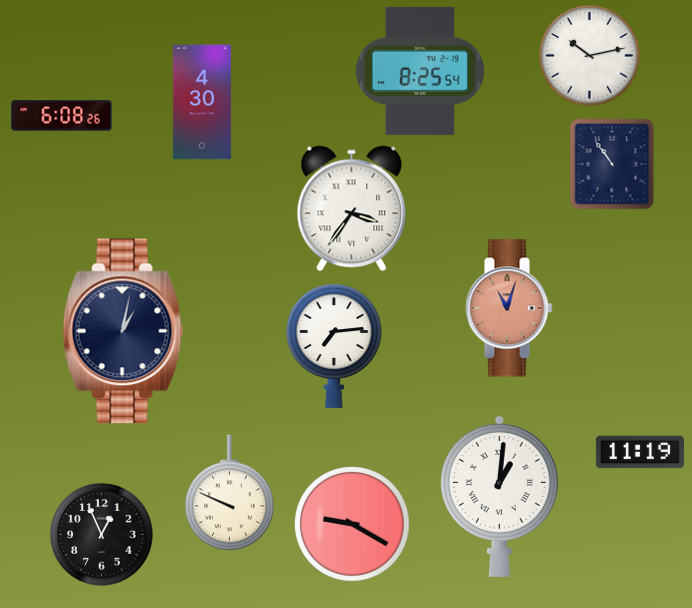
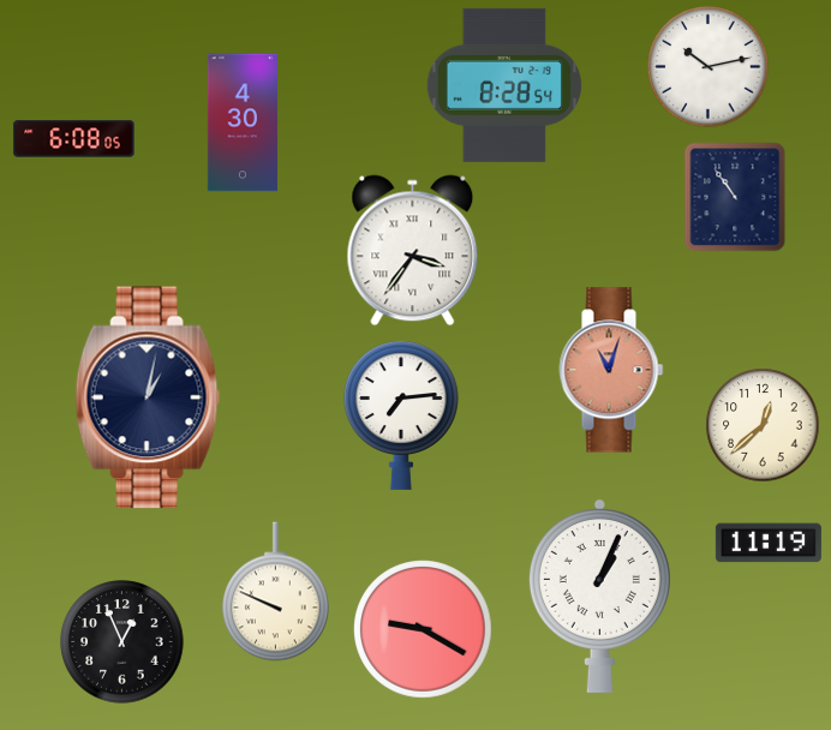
clock at (420, 71): 8:25 -> 8:28
clock at (62, 116): 6:08:26 -> 6:08:05
clock at (352, 209) position: (352, 209) -> (413, 251)
clock at (763, 425): none -> 12:38
clock at (499, 496): 1:01 -> 1:04
